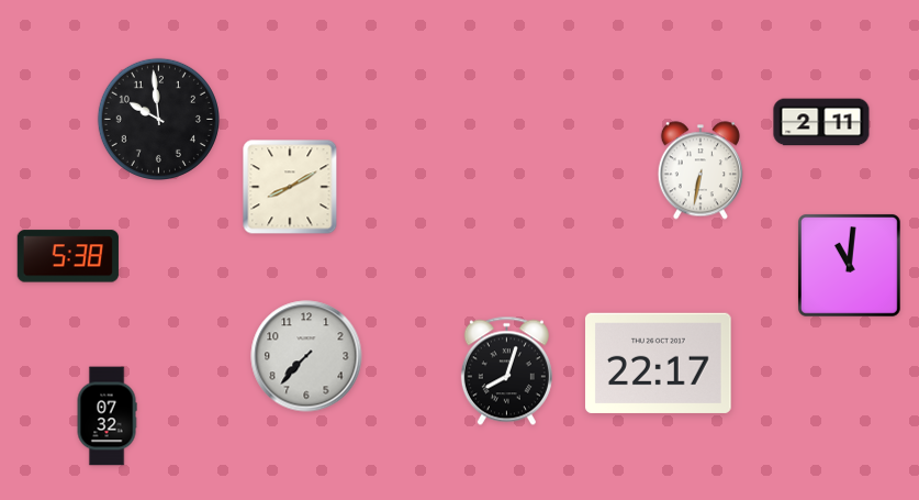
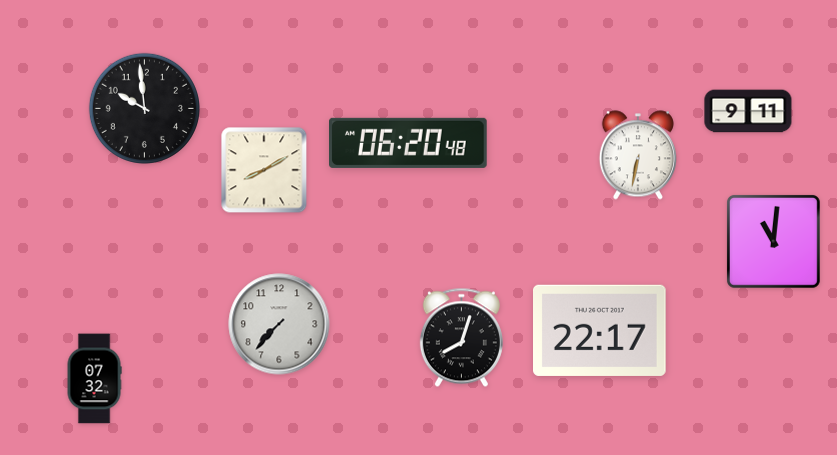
clock at (821, 122): 2:11 -> 9:11
clock at (409, 143): none -> 06:20
clock at (68, 256): 5:38 -> none
clock at (107, 416) position: (107, 416) -> (94, 379)
